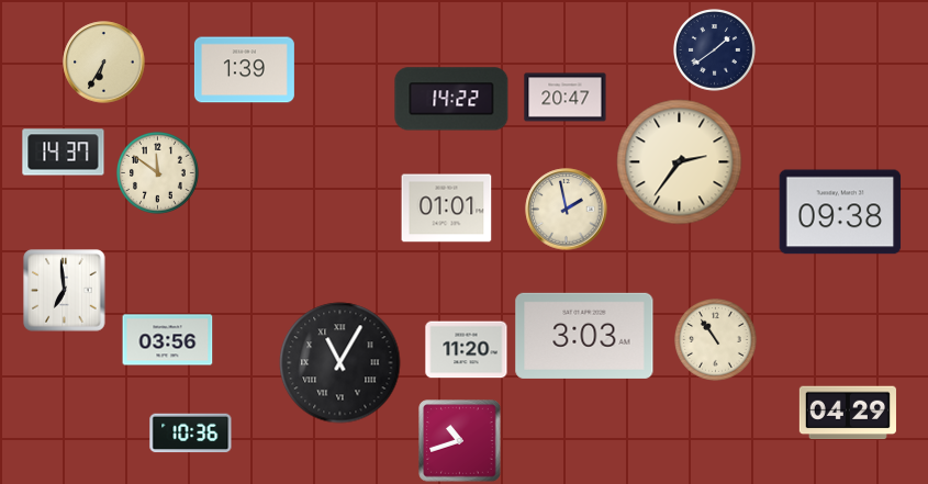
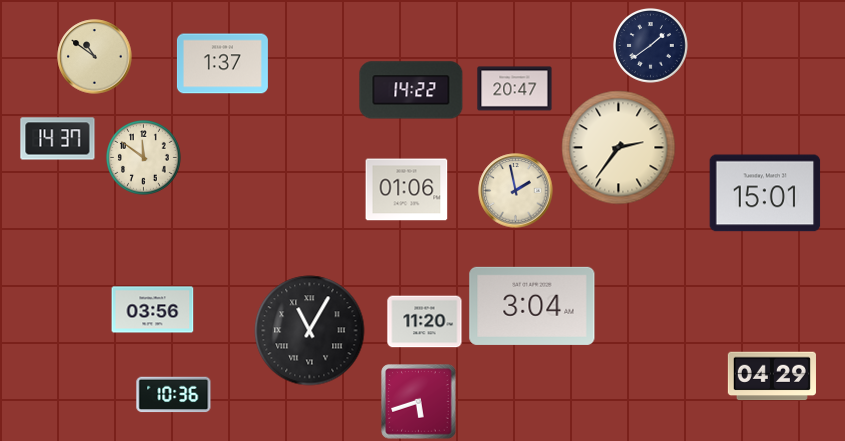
clock at (104, 63): 6:35 -> 10:51
clock at (244, 70): 1:39 -> 1:37
clock at (447, 209): 01:01 -> 01:06
clock at (840, 212): 09:38 -> 15:01
clock at (65, 291): 6:59 -> none
clock at (584, 336): 3:03 -> 3:04
clock at (716, 340): 10:54 -> none
clock at (467, 350) position: (467, 350) -> (425, 322)
clock at (460, 441): 10:42 -> 5:42
